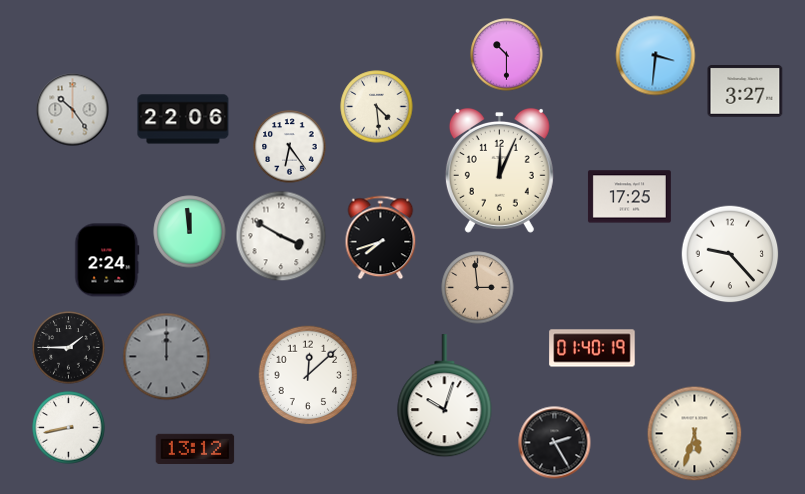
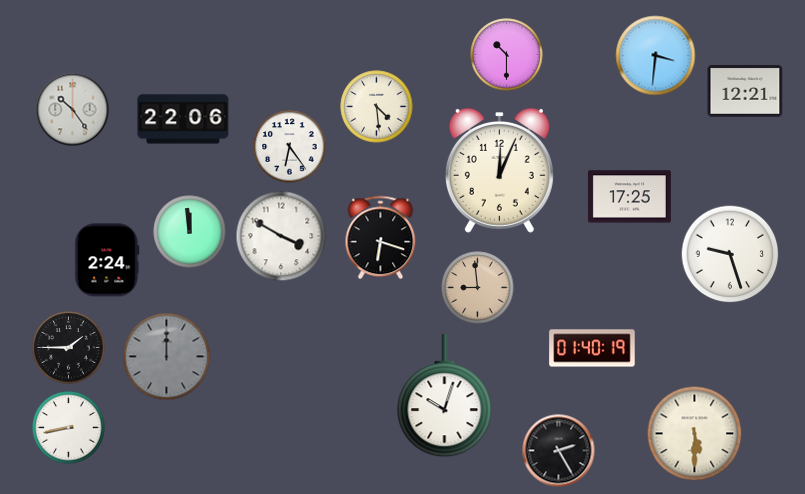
clock at (745, 92): 3:27 -> 12:21
clock at (381, 238): 7:42 -> 6:18
clock at (730, 254): 9:23 -> 9:27
clock at (478, 288): 2:59 -> 8:59
clock at (308, 375): 12:08 -> none
clock at (695, 434): 5:33 -> 5:30
clock at (555, 443) position: (555, 443) -> (559, 451)
clock at (195, 448): 13:12 -> none
